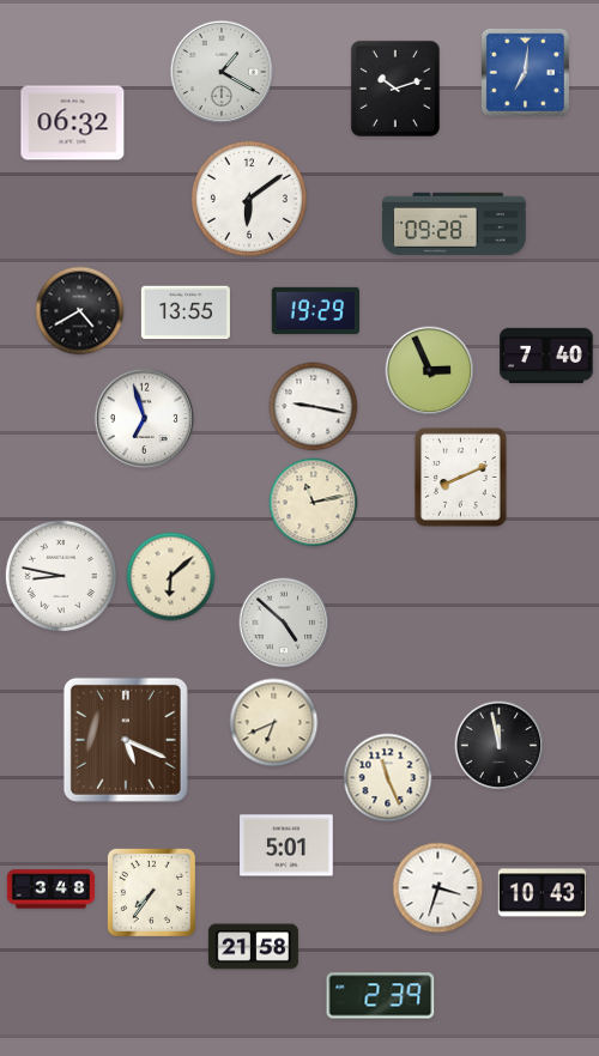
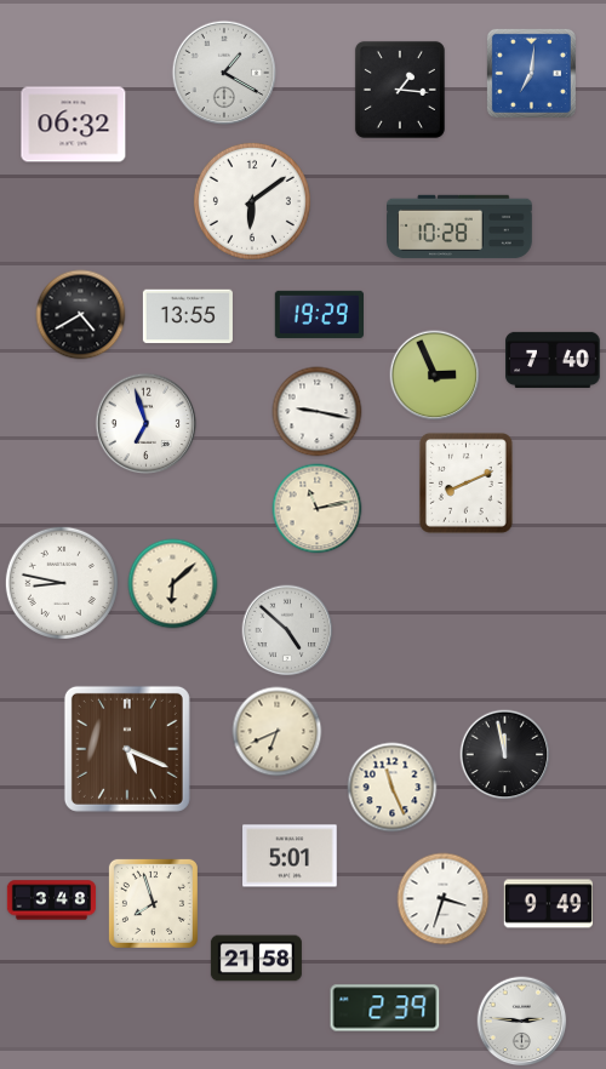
clock at (395, 89): 10:12 -> 1:16
clock at (454, 224): 09:28 -> 10:28
clock at (151, 892): 7:36 -> 7:57
clock at (541, 893): 10:43 -> 9:49
clock at (522, 1022): none -> 2:46
